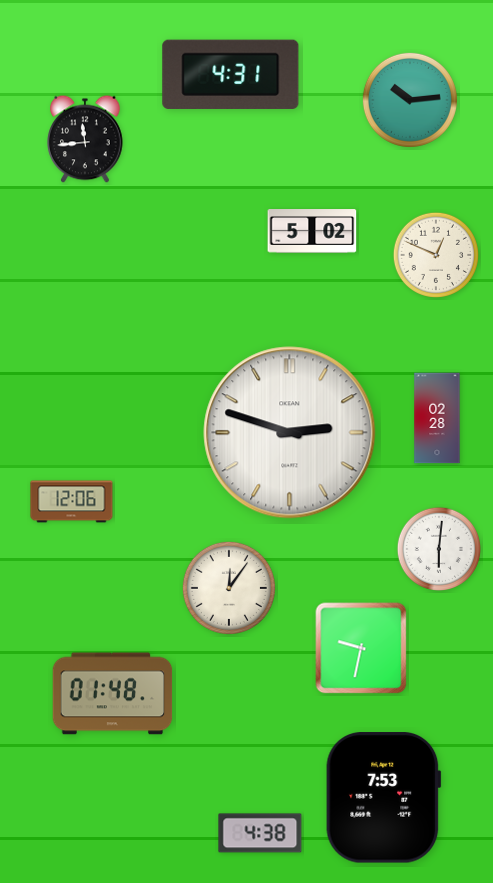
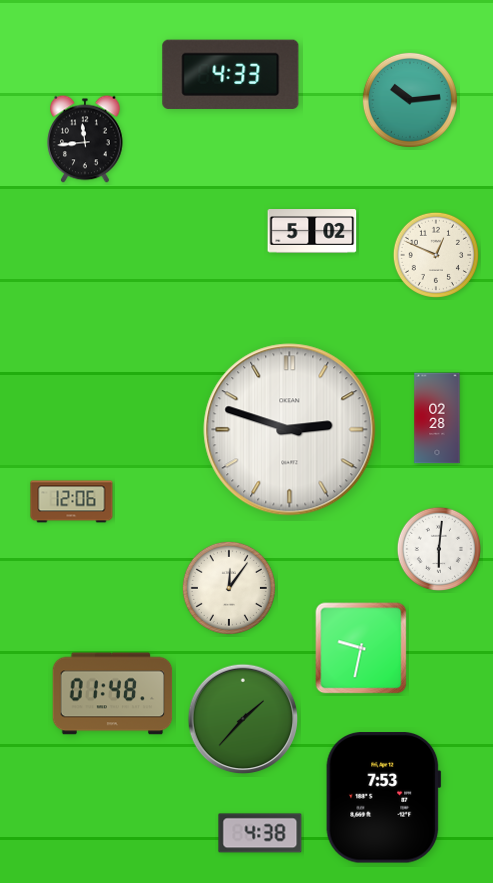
clock at (231, 74): 4:31 -> 4:33
clock at (290, 433) position: (290, 433) -> (290, 430)
clock at (243, 719): none -> 1:37
